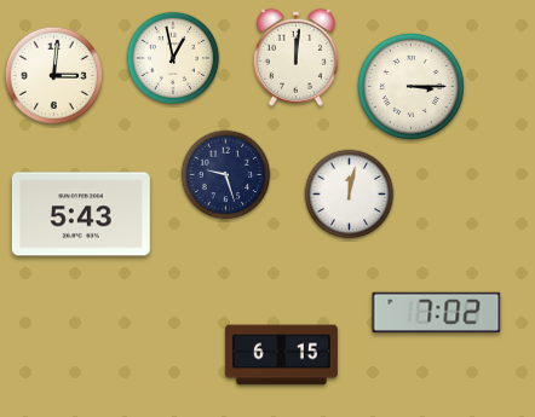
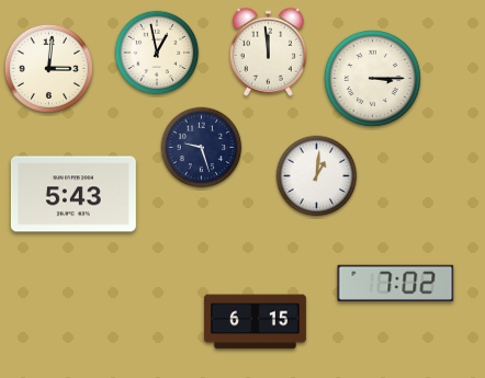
clock at (295, 57): 12:01 -> 11:59
clock at (226, 175) position: (226, 175) -> (202, 148)
clock at (350, 195): 12:02 -> 1:01
